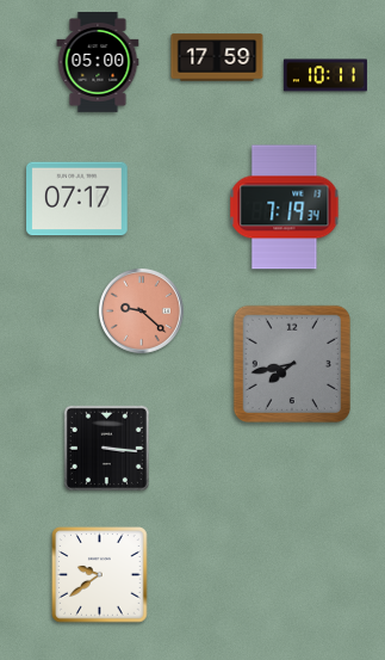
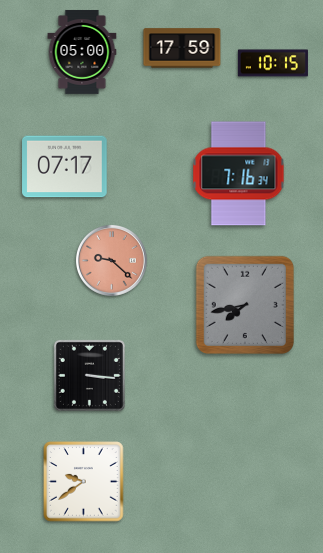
clock at (325, 75): 10:11 -> 10:15
clock at (285, 208): 7:19 -> 7:16
clock at (141, 310) position: (141, 310) -> (111, 260)
